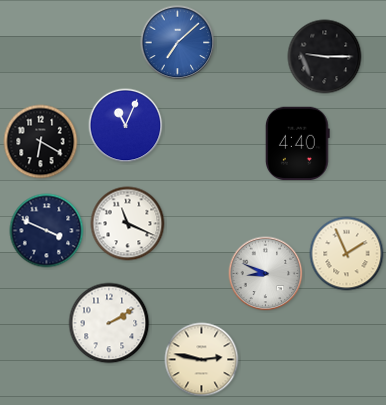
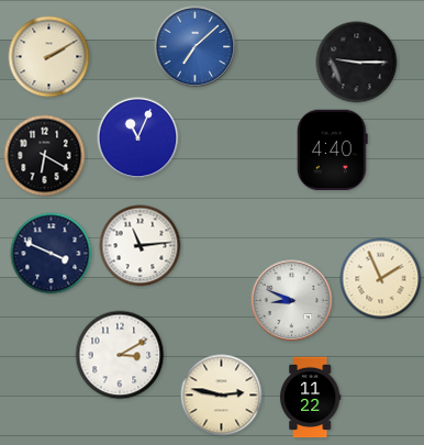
clock at (49, 57): none -> 2:10
clock at (298, 144) position: (298, 144) -> (333, 151)
clock at (128, 224): 11:19 -> 11:14
clock at (109, 323): 2:10 -> 3:10
clock at (310, 398): none -> 11:22
